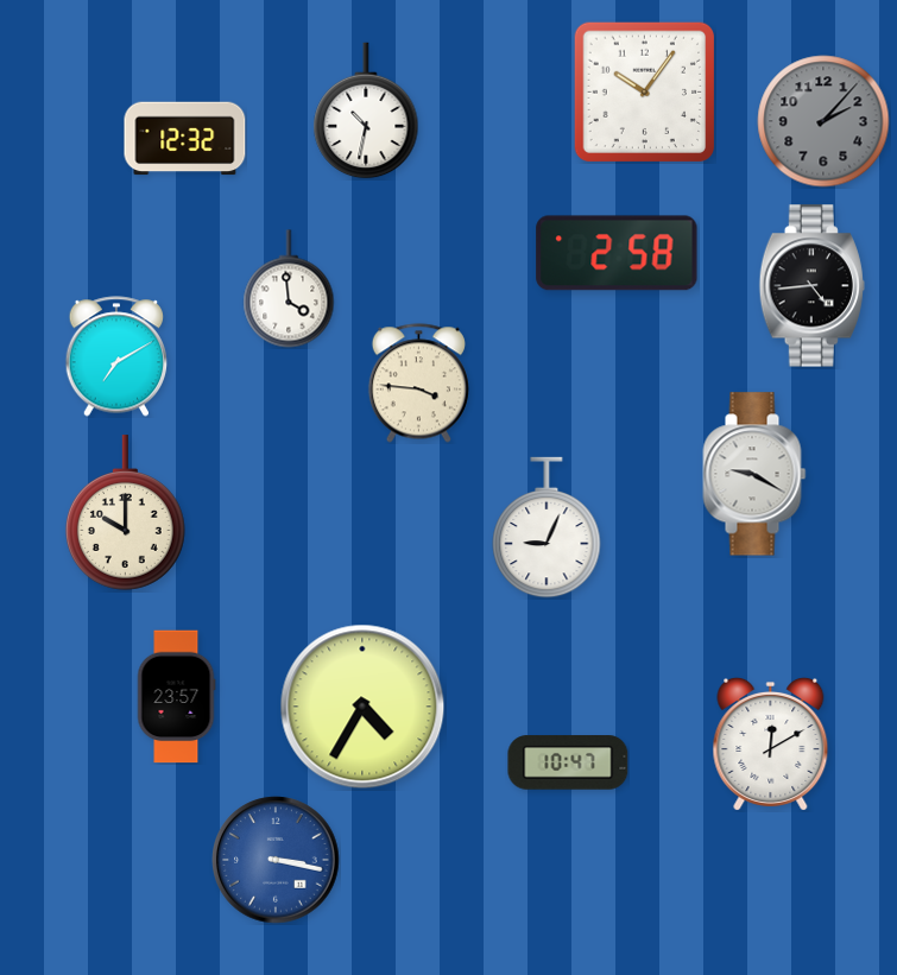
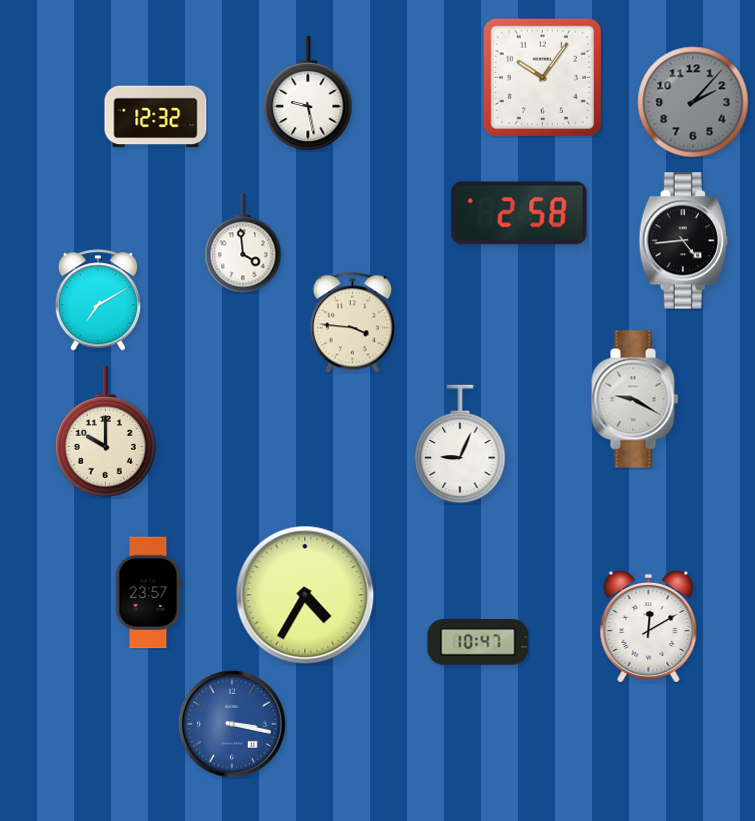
clock at (366, 110): 10:32 -> 9:28
clock at (176, 697) position: (176, 697) -> (148, 593)
